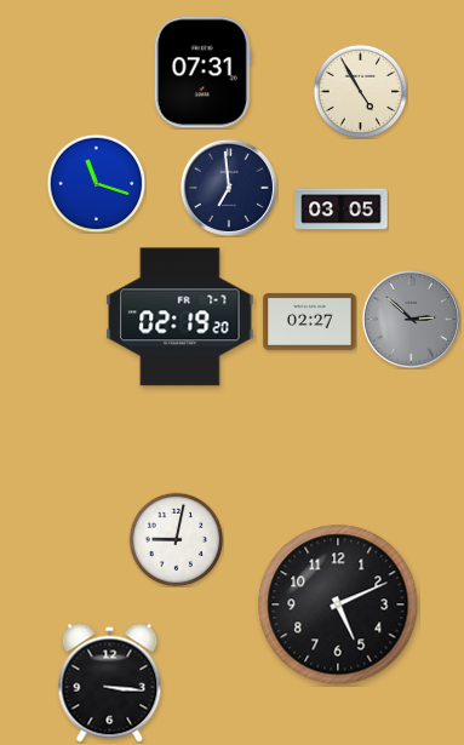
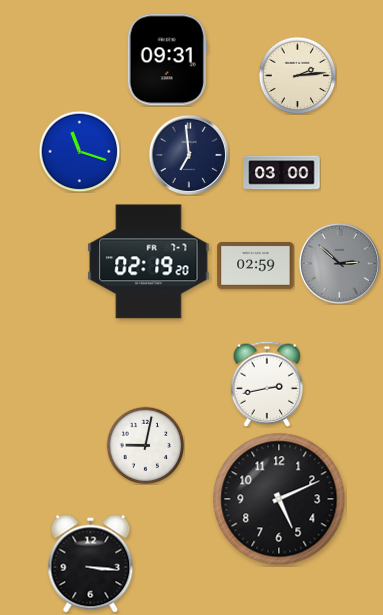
clock at (202, 73): 07:31 -> 09:31
clock at (360, 91): 4:55 -> 2:14
clock at (342, 210): 03:05 -> 03:00
clock at (310, 321): 02:27 -> 02:59
clock at (267, 384): none -> 2:43
